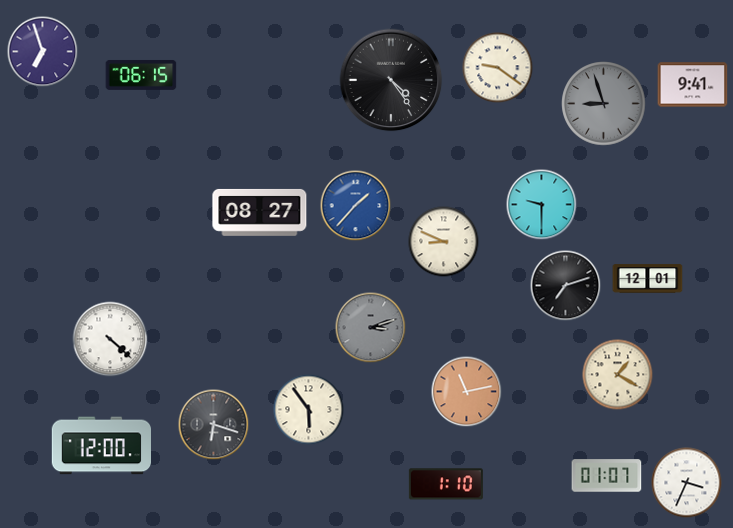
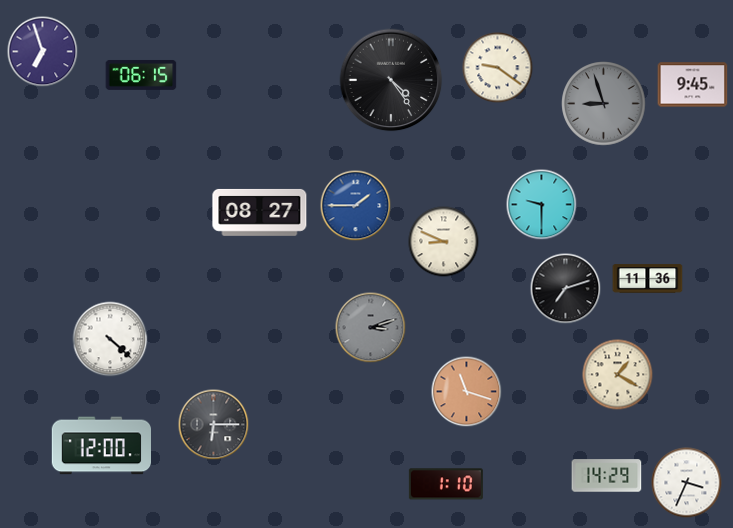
clock at (693, 85): 9:41 -> 9:45
clock at (356, 206): 1:37 -> 1:45
clock at (648, 279): 12:01 -> 11:36
clock at (566, 286) position: (566, 286) -> (566, 289)
clock at (467, 392): 11:13 -> 11:18
clock at (309, 410): 5:54 -> none
clock at (214, 425): 6:18 -> 6:15
clock at (607, 476): 01:07 -> 14:29
